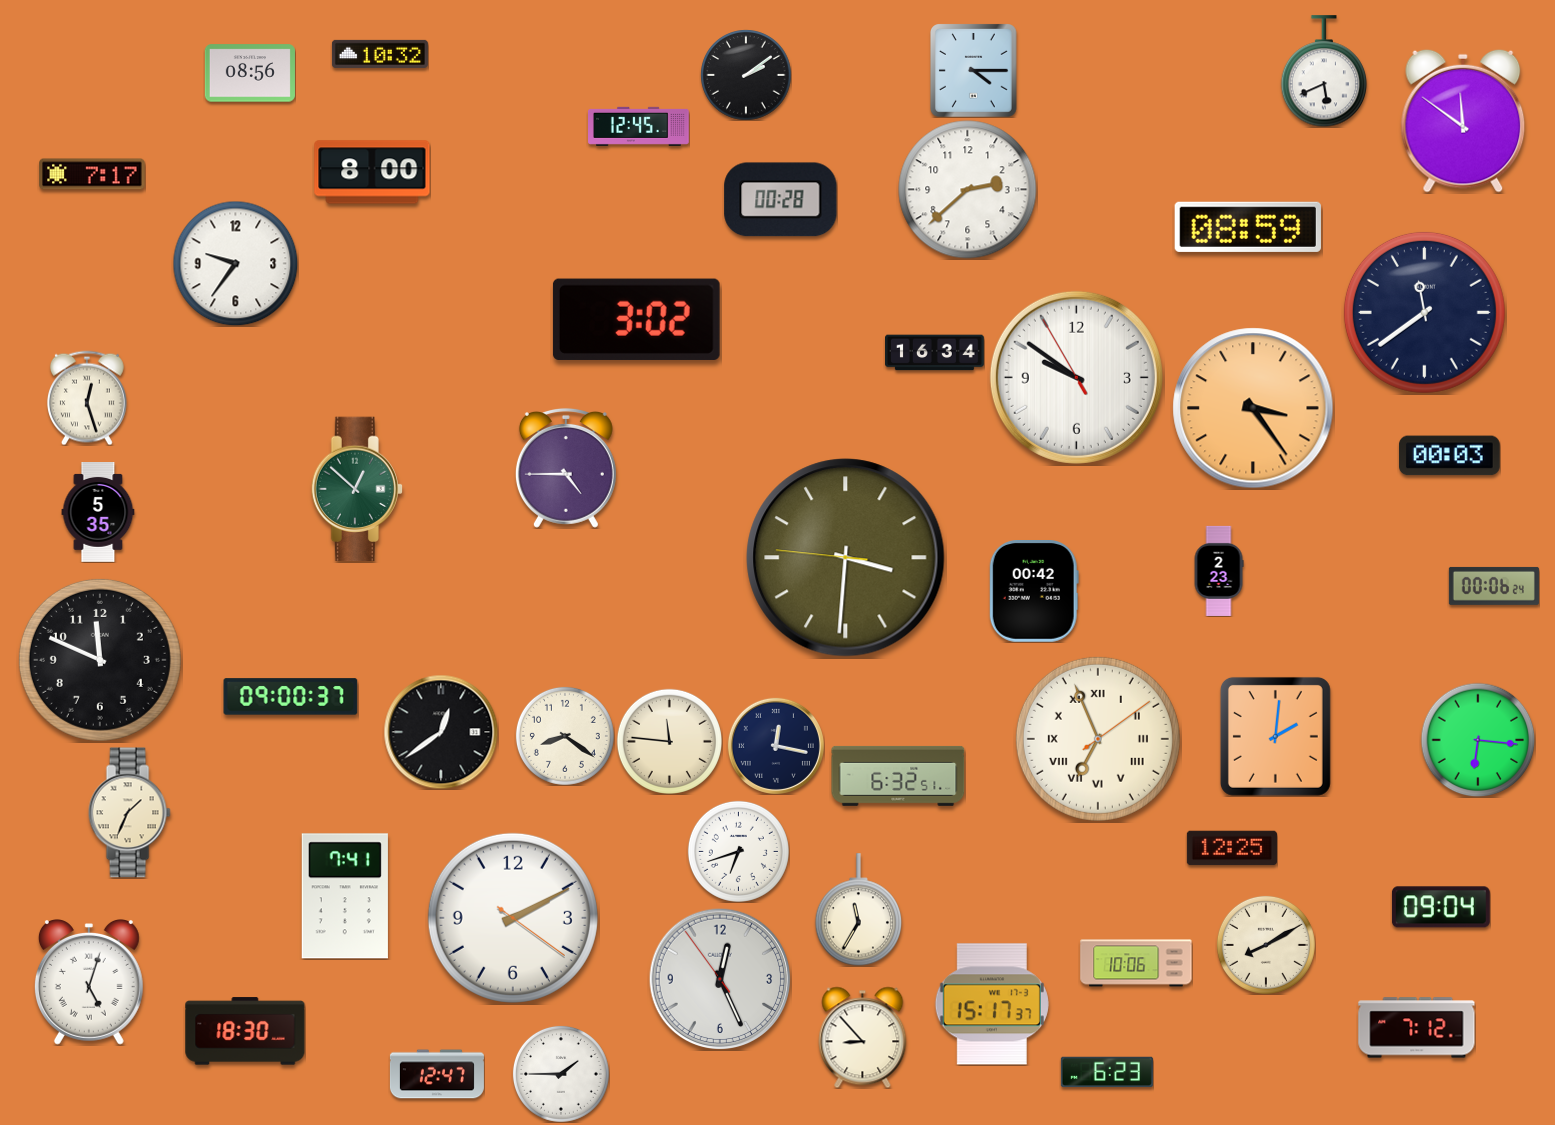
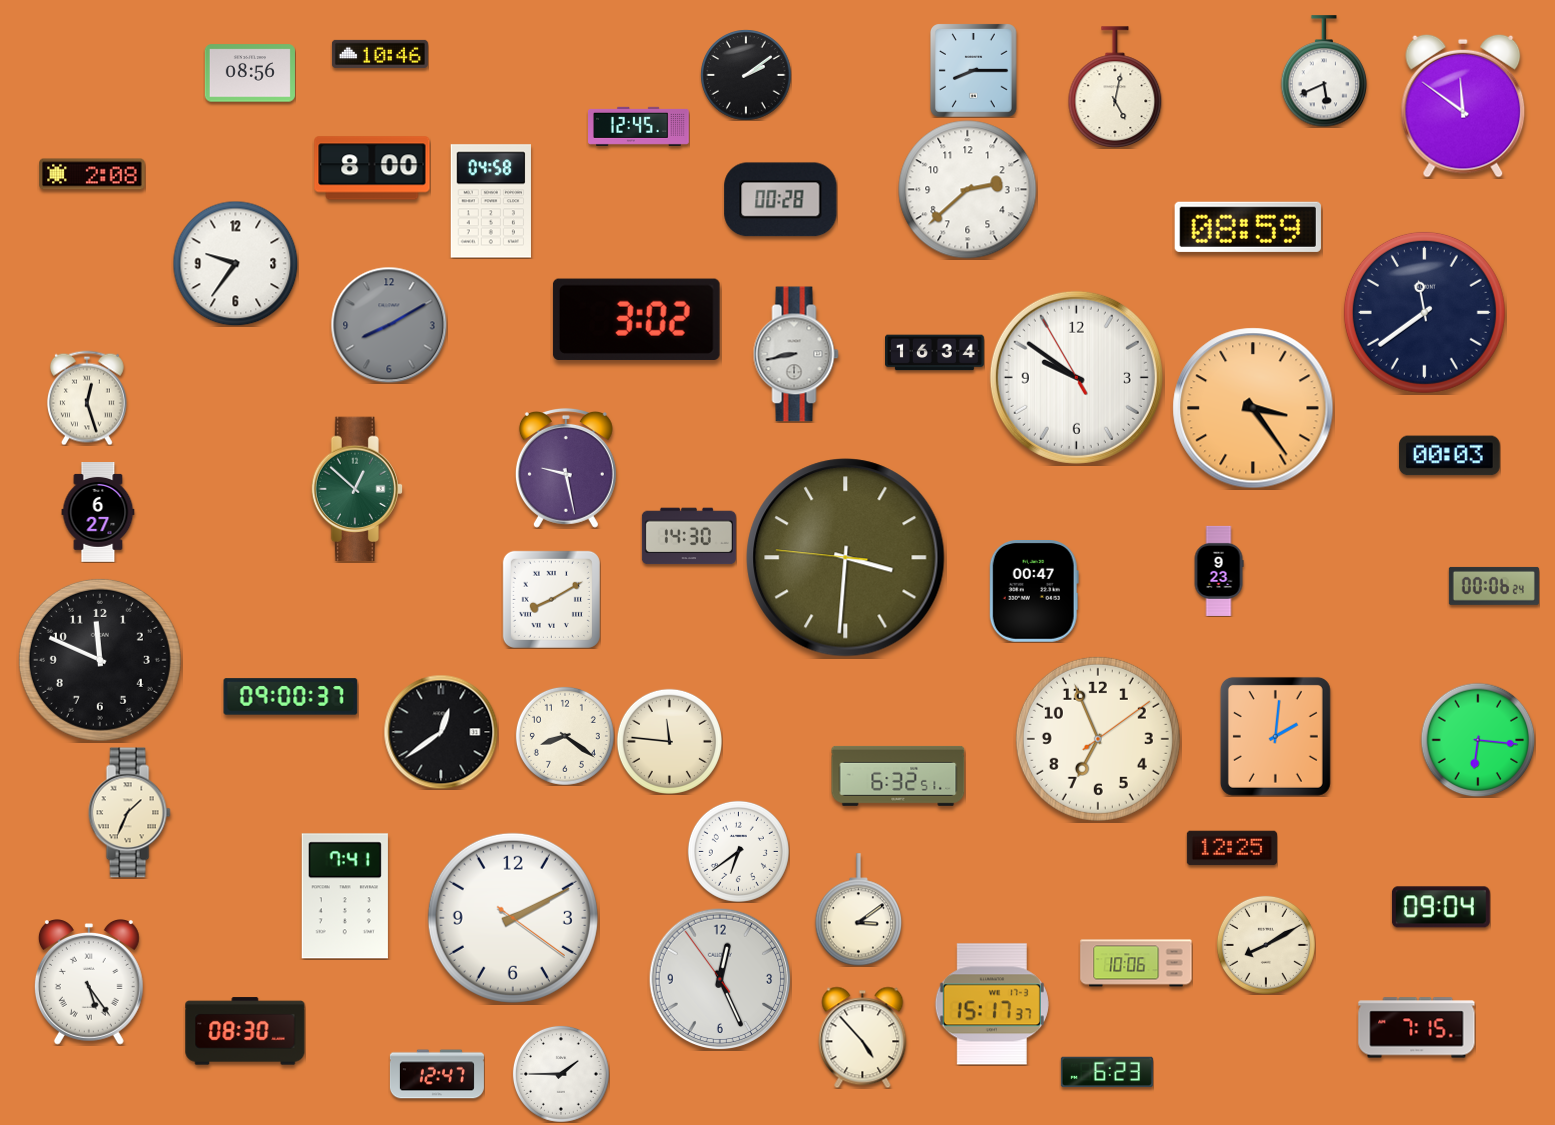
clock at (380, 54): 10:32 -> 10:46
clock at (974, 71): 4:15 -> 8:15
clock at (1115, 87): none -> 5:02
clock at (1463, 121) position: (1463, 121) -> (1463, 106)
clock at (372, 172) position: (372, 172) -> (372, 168)
clock at (92, 174): 7:17 -> 2:08
clock at (490, 201): none -> 04:58
clock at (389, 325): none -> 8:10
clock at (796, 354): none -> 8:43
clock at (566, 468): 4:45 -> 9:28
clock at (98, 513): 5:35 -> 6:27
clock at (689, 536): none -> 14:30
clock at (1219, 571): 2:23 -> 9:23
clock at (1034, 592): 00:42 -> 00:47
clock at (551, 599): none -> 8:10
clock at (1098, 739) numerals: Roman -> Arabic
clock at (776, 746): 12:17 -> none
clock at (738, 851): 6:42 -> 6:39
clock at (859, 910): 11:35 -> 3:09
clock at (89, 983): 5:03 -> 5:24
clock at (1417, 1028): 7:12 -> 7:15
clock at (245, 1031): 18:30 -> 08:30
clock at (863, 1037): 8:53 -> 4:53
